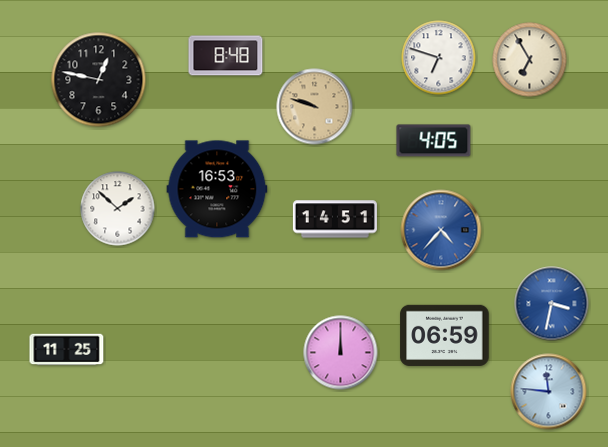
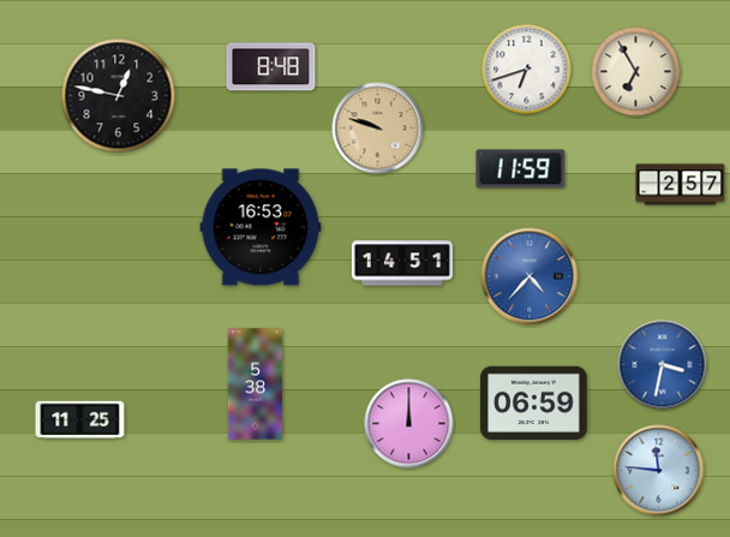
clock at (439, 58): 6:48 -> 6:42
clock at (434, 141): 4:05 -> 11:59
clock at (681, 185): none -> 2:57
clock at (118, 209): 1:52 -> none
clock at (256, 384): none -> 5:38
